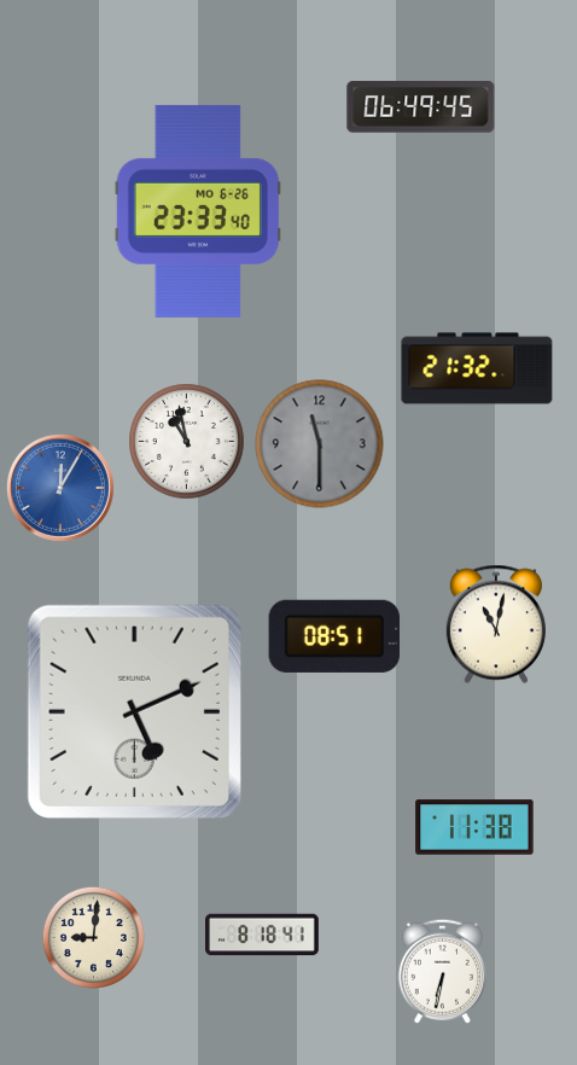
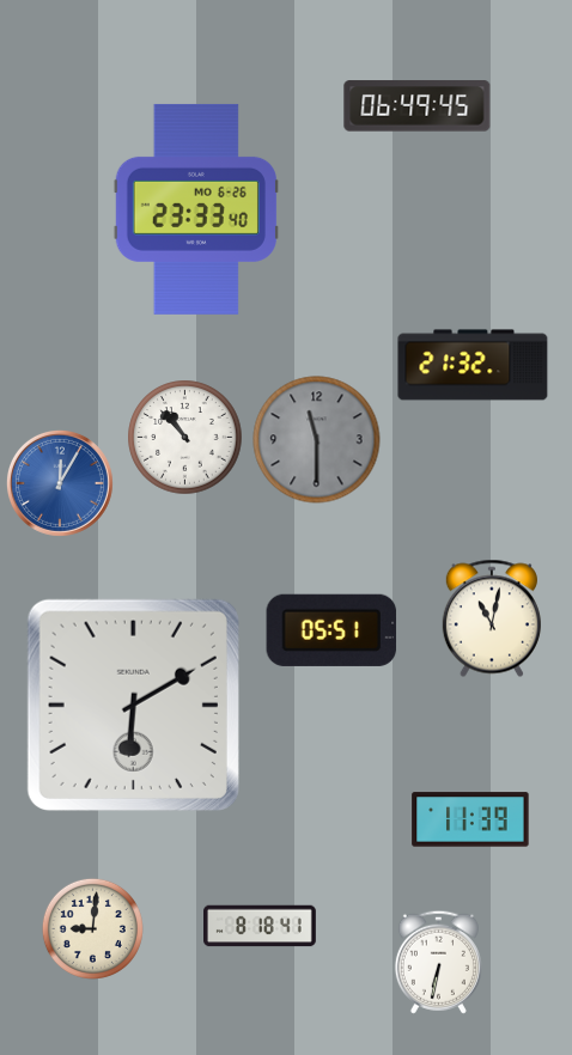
clock at (187, 442): 10:58 -> 10:53
clock at (334, 636): 08:51 -> 05:51
clock at (134, 711): 5:11 -> 6:10
clock at (474, 827): 11:38 -> 11:39
